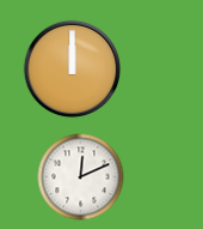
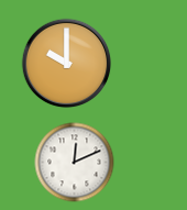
clock at (73, 70): 12:00 -> 10:00
